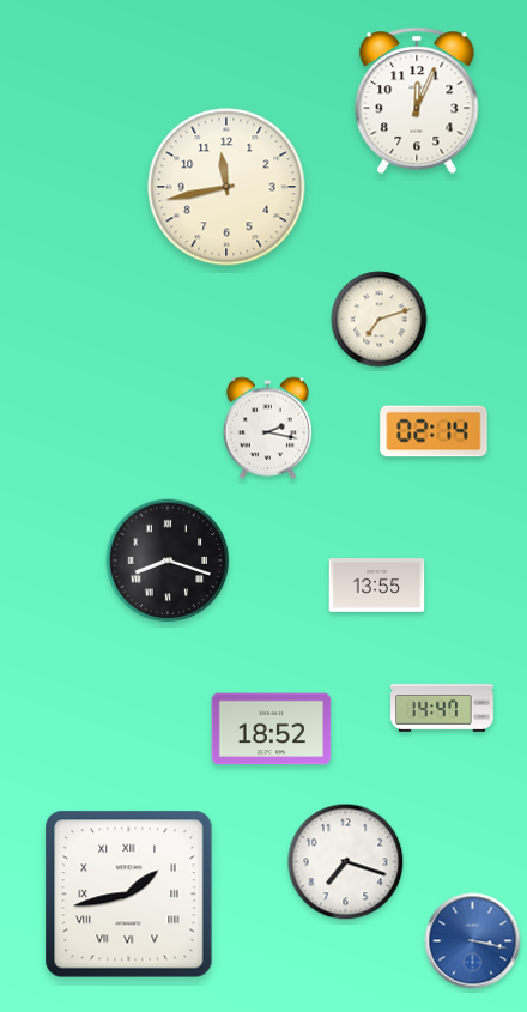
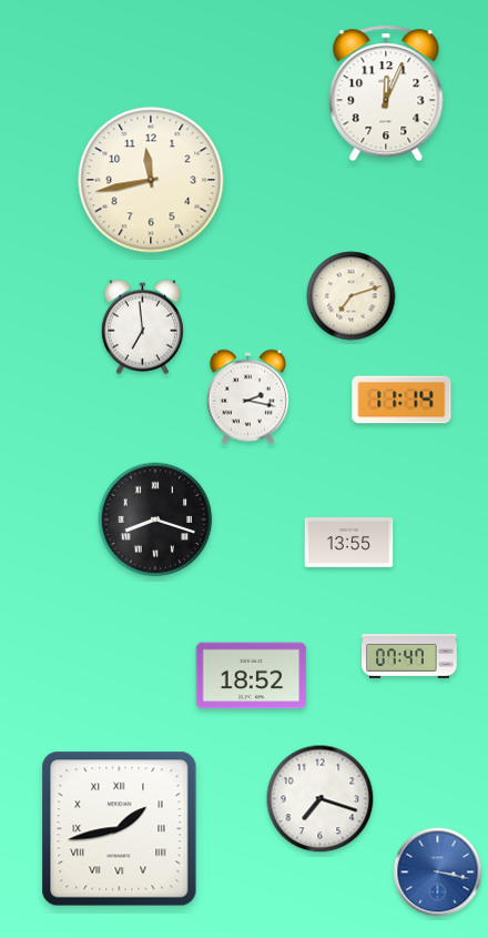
clock at (226, 187) position: (226, 187) -> (151, 180)
clock at (142, 327): none -> 6:59
clock at (434, 431): 02:14 -> 11:14
clock at (442, 708): 14:47 -> 07:47
